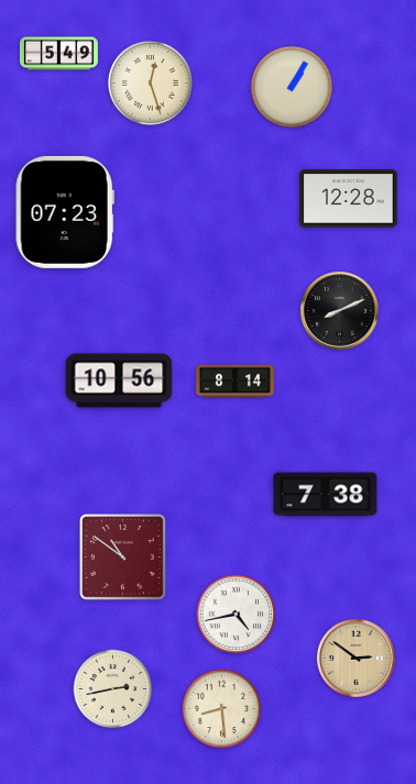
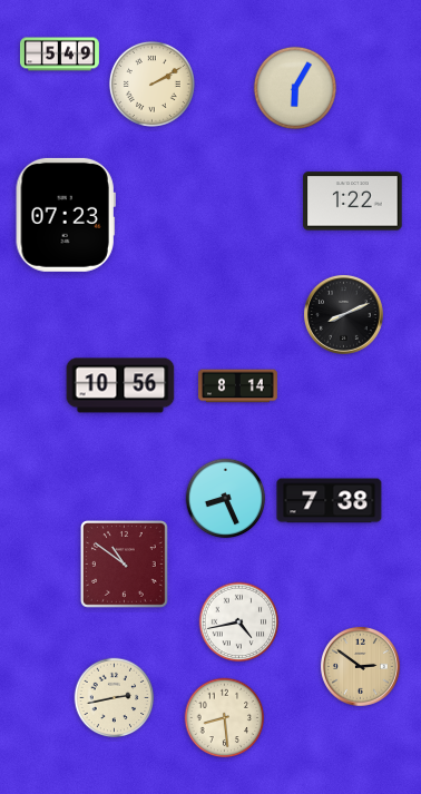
clock at (150, 82): 12:27 -> 2:10
clock at (292, 87): 1:05 -> 6:05
clock at (349, 199): 12:28 -> 1:22
clock at (226, 499): none -> 8:26
